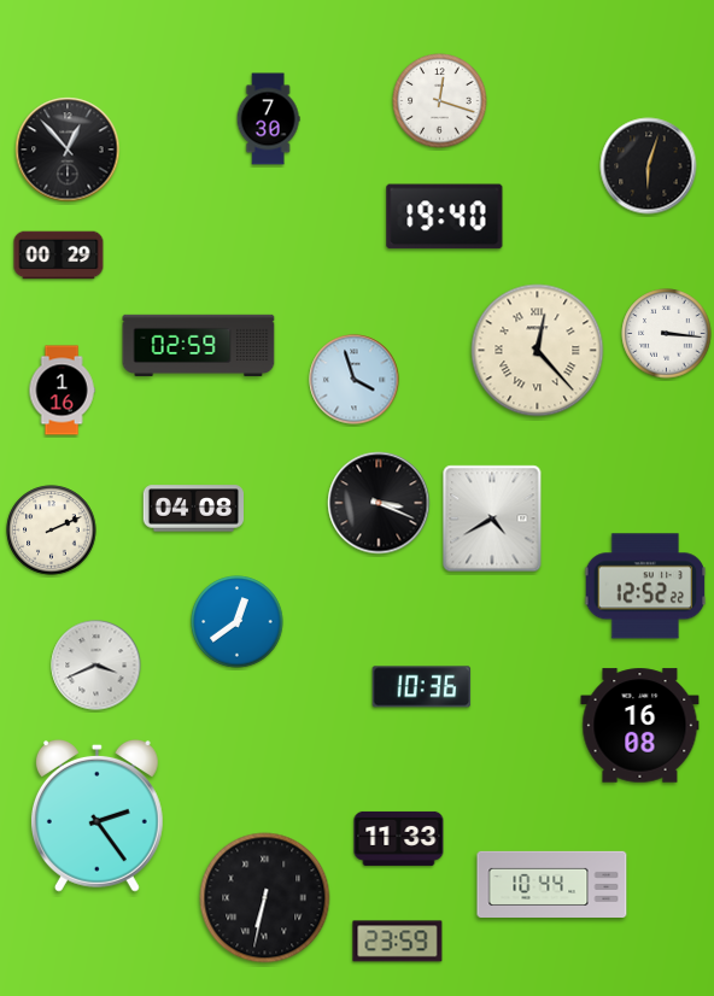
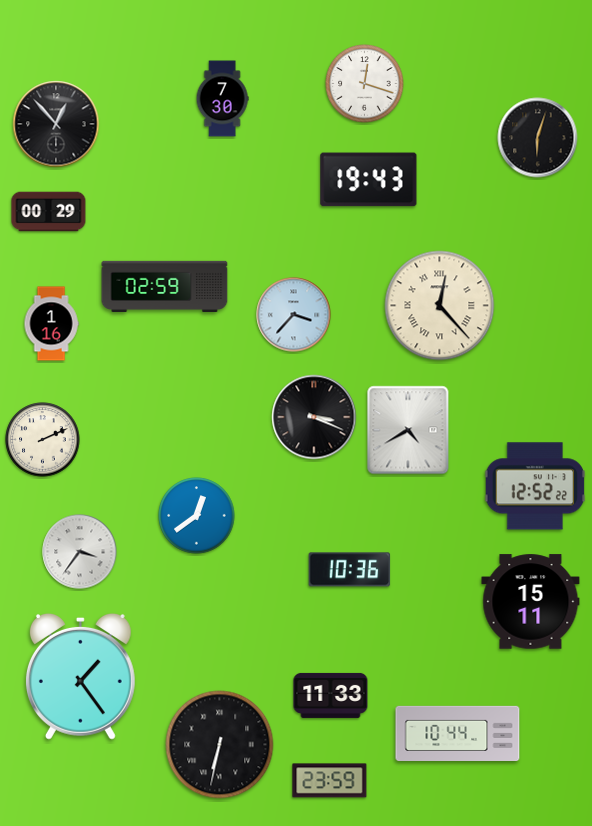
clock at (445, 217): 19:40 -> 19:43
clock at (667, 334): 3:16 -> none
clock at (538, 351) position: (538, 351) -> (440, 306)
clock at (355, 380): 3:57 -> 3:37
clock at (194, 509): 04:08 -> none
clock at (96, 666): 3:41 -> 3:36
clock at (640, 726): 16:08 -> 15:11
clock at (96, 815): 2:24 -> 1:24
